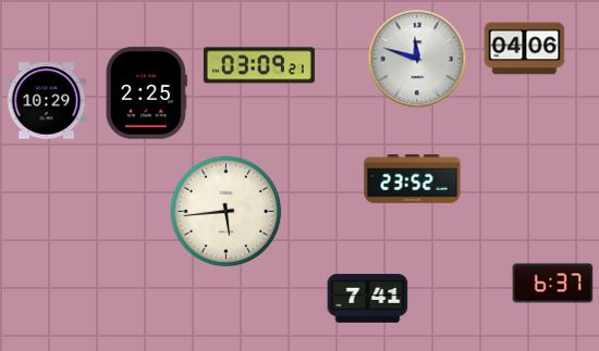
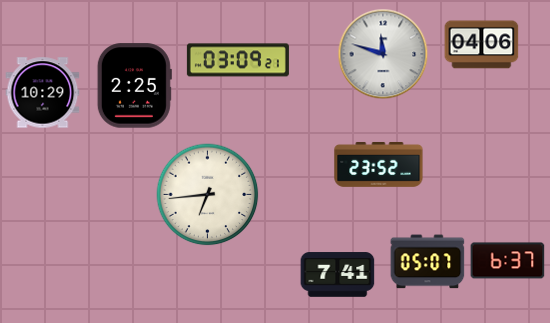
clock at (227, 212): 5:44 -> 6:44
clock at (428, 262): none -> 05:07
